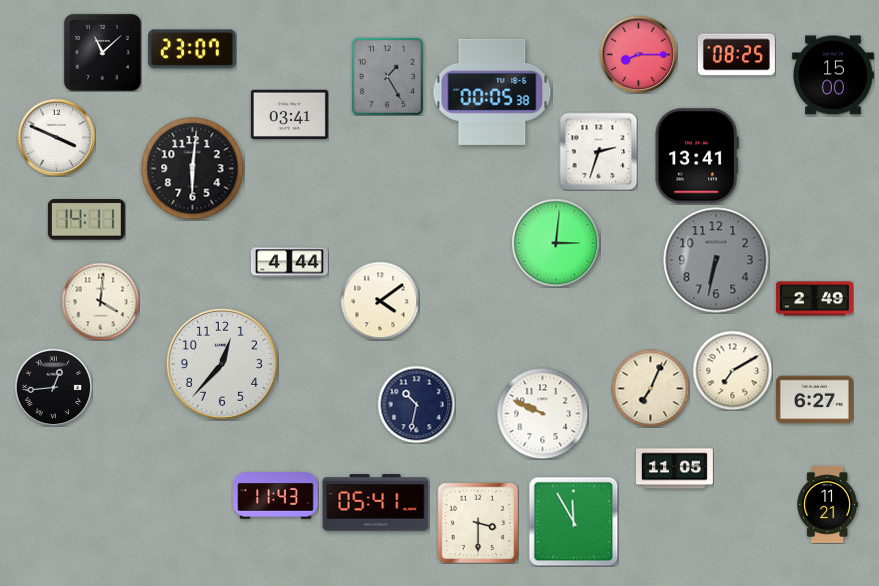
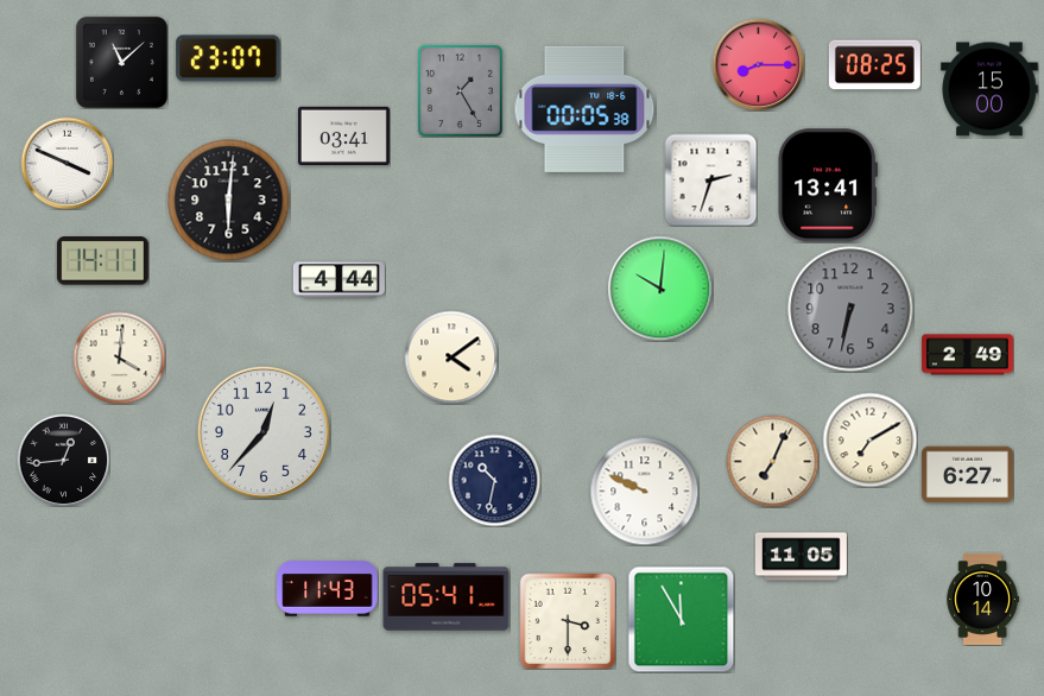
clock at (556, 243): 3:01 -> 10:01
clock at (289, 263) position: (289, 263) -> (338, 280)
clock at (827, 504): 11:21 -> 10:14
